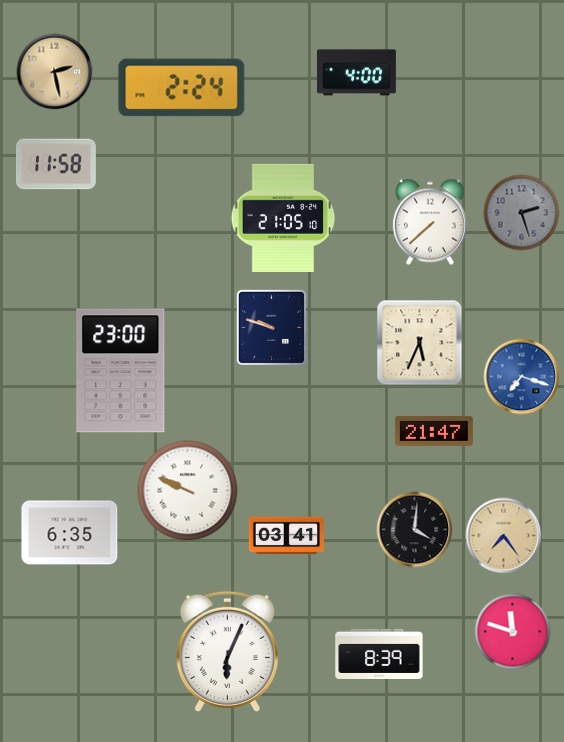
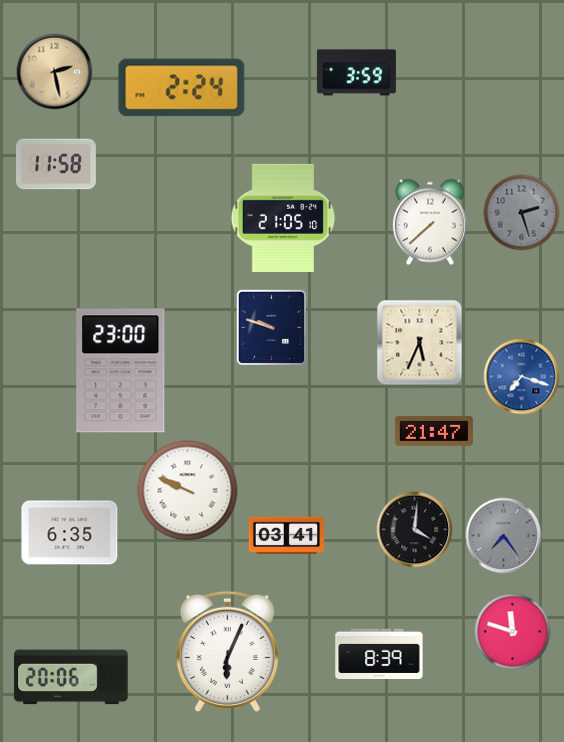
clock at (356, 73): 4:00 -> 3:59
clock at (504, 536) dial: champagne -> grey
clock at (71, 677): none -> 20:06
